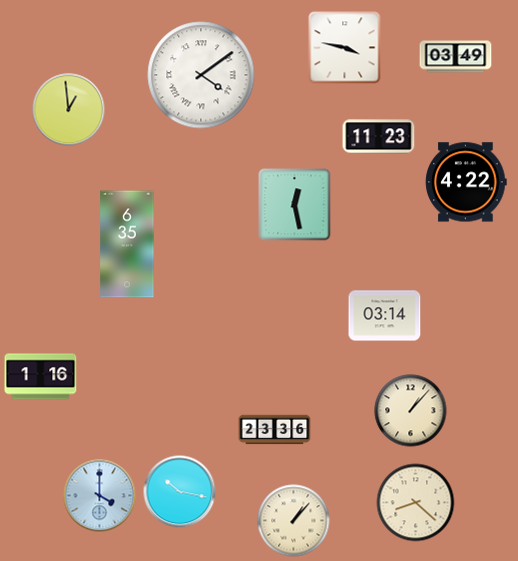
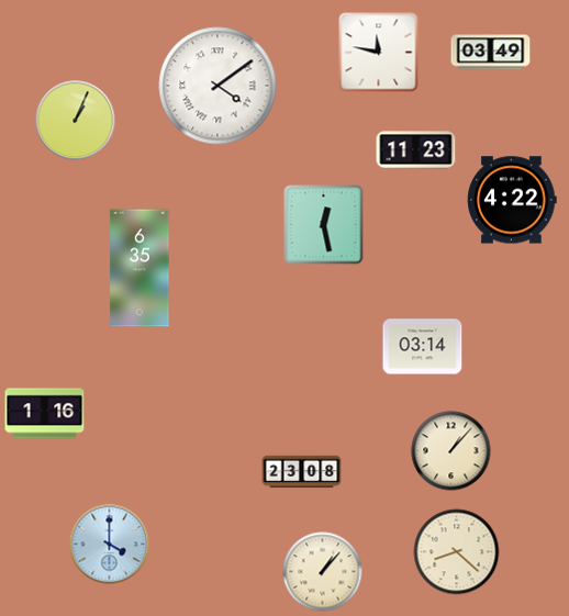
clock at (345, 48): 3:47 -> 11:47
clock at (456, 57) position: (456, 57) -> (491, 53)
clock at (201, 75) position: (201, 75) -> (217, 86)
clock at (69, 110): 12:59 -> 1:04
clock at (275, 430): 23:36 -> 23:08
clock at (180, 492): 10:17 -> none
